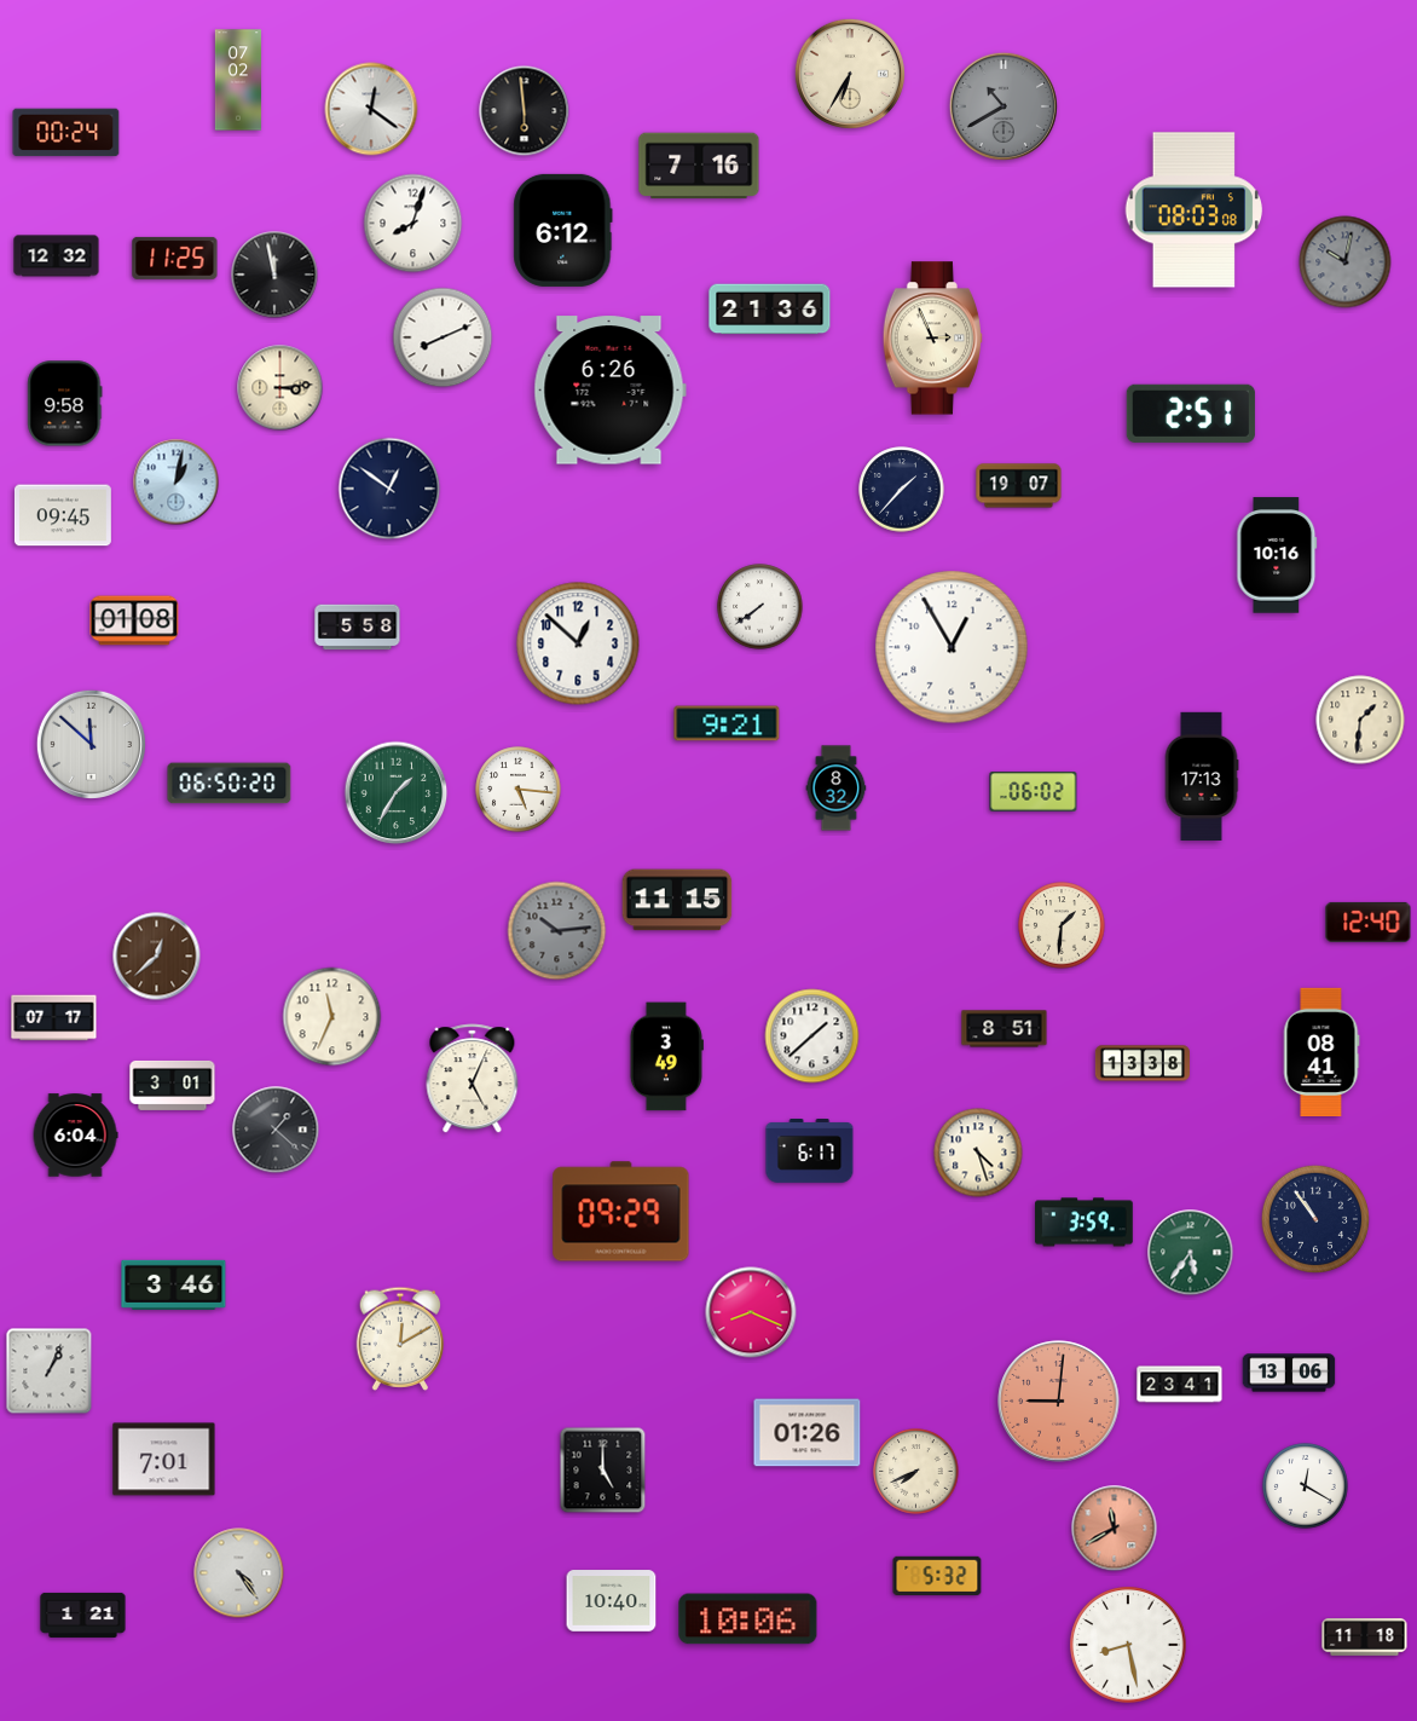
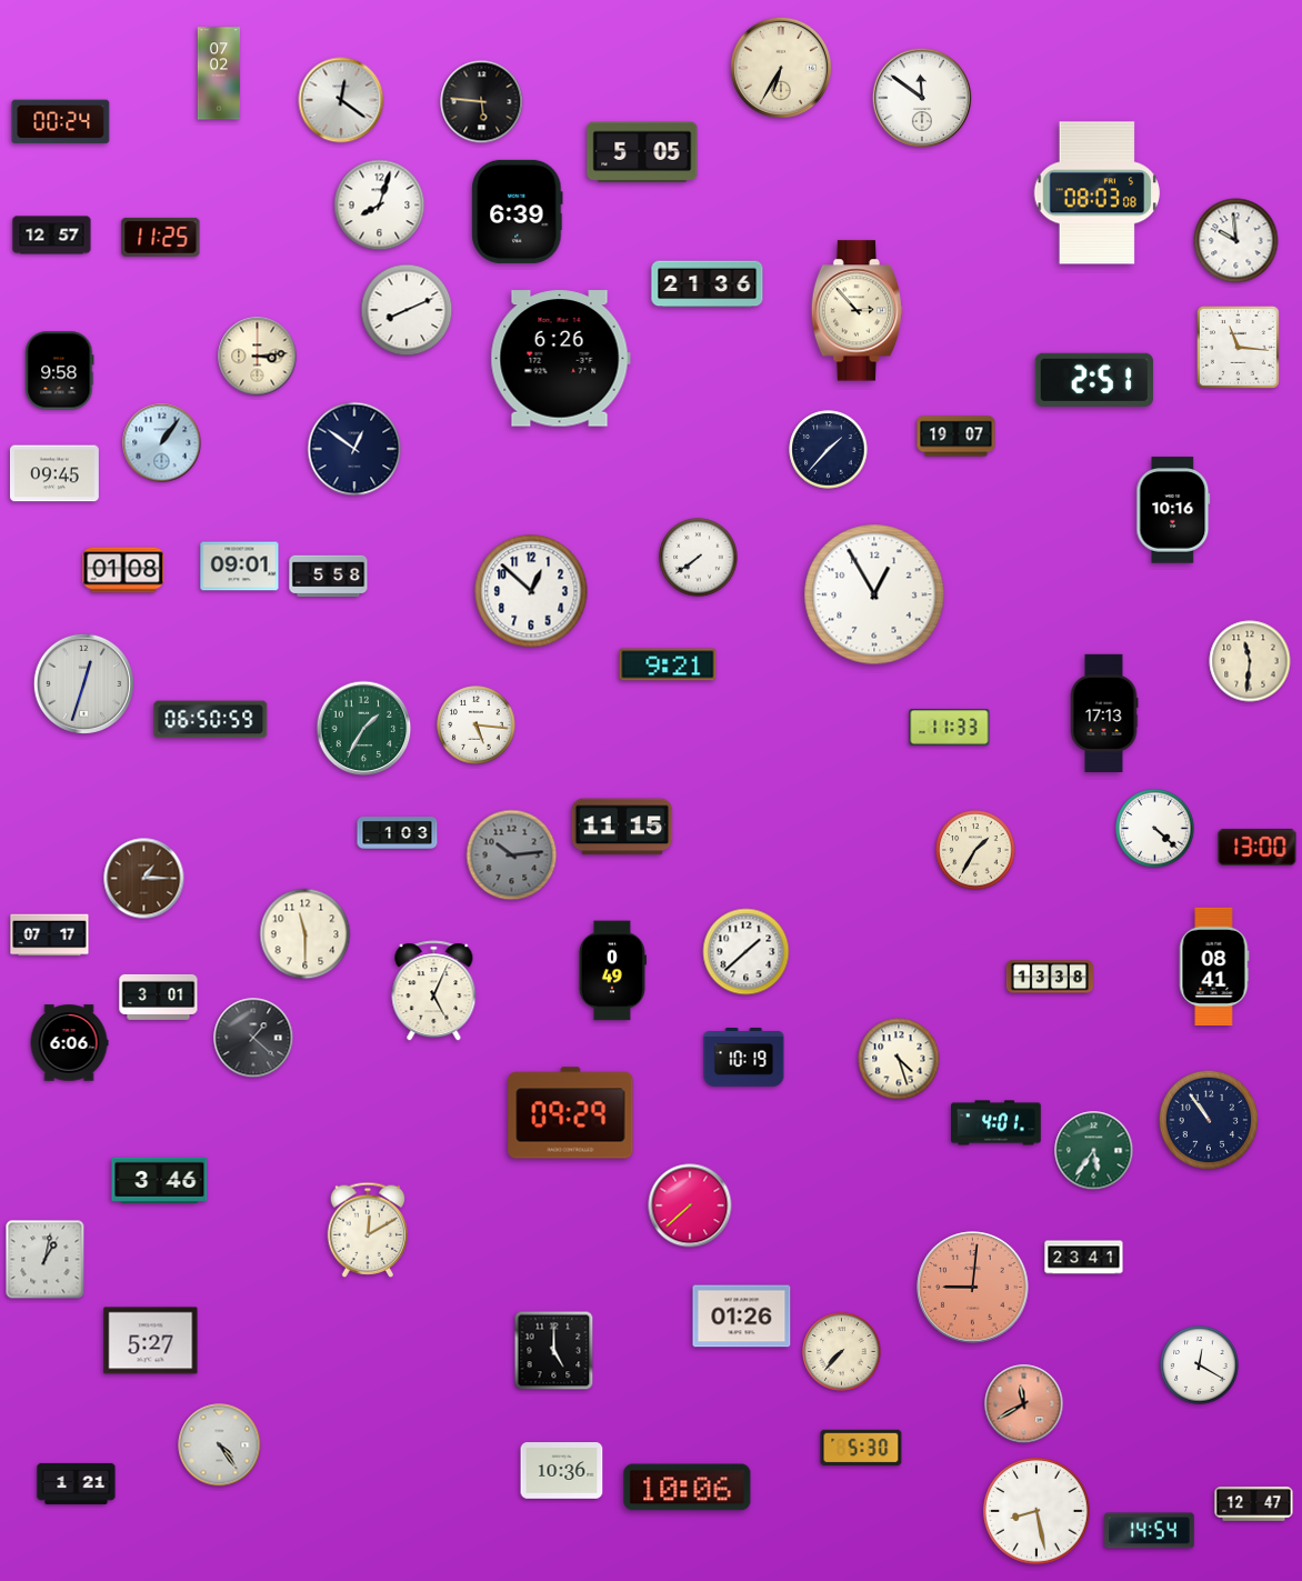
clock at (1004, 106): 10:40 -> 11:51
clock at (1004, 106) dial: grey -> white
clock at (525, 111): 5:59 -> 5:46
clock at (699, 166): 7:16 -> 5:05
clock at (563, 230): 6:12 -> 6:39
clock at (57, 256): 12:32 -> 12:57
clock at (1346, 262): 10:02 -> 9:59
clock at (1346, 262) dial: grey -> white
clock at (274, 275): 11:58 -> none
clock at (933, 339): 2:56 -> 2:53
clock at (1238, 347): none -> 11:16
clock at (177, 483): 1:02 -> 1:06
clock at (1019, 486) position: (1019, 486) -> (957, 437)
clock at (389, 489) position: (389, 489) -> (354, 449)
clock at (63, 515) position: (63, 515) -> (54, 473)
clock at (240, 567): none -> 09:01
clock at (1360, 720): 1:31 -> 11:31
clock at (91, 744): 11:52 -> 12:33
clock at (230, 784): 06:50:20 -> 06:50:59
clock at (837, 789): 8:32 -> none
clock at (1034, 792): 06:02 -> 11:33
clock at (1155, 829): none -> 4:22
clock at (398, 833): none -> 1:03
clock at (1369, 922): 12:40 -> 13:00
clock at (1062, 925): 1:31 -> 1:35
clock at (157, 957): 12:38 -> 1:15
clock at (332, 1017): 11:34 -> 11:30
clock at (1005, 1029): 8:51 -> none
clock at (666, 1057): 3:49 -> 0:49
clock at (75, 1136): 6:04 -> 6:06
clock at (810, 1151): 6:17 -> 10:19
clock at (1085, 1223): 3:59 -> 4:01
clock at (751, 1312): 8:19 -> 7:38
clock at (50, 1371): 1:04 -> 1:02
clock at (1289, 1373): 13:06 -> none
clock at (1180, 1385) position: (1180, 1385) -> (1084, 1258)
clock at (164, 1460): 7:01 -> 5:27
clock at (916, 1472): 7:41 -> 7:37
clock at (937, 1576): 5:32 -> 5:30
clock at (612, 1601): 10:40 -> 10:36
clock at (1365, 1638): 11:18 -> 12:47
clock at (1150, 1531): none -> 14:54
